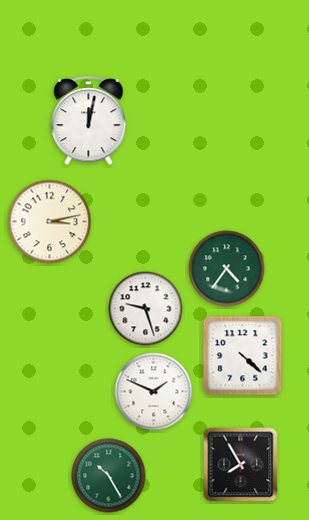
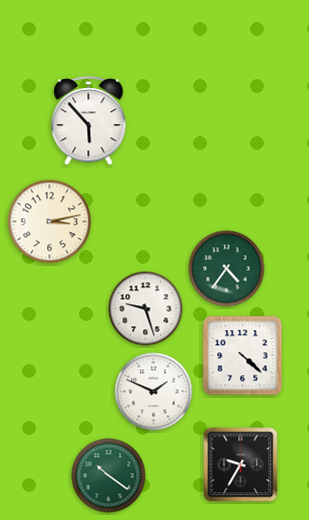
clock at (89, 121): 12:02 -> 5:53
clock at (241, 465): 7:55 -> 9:35
clock at (109, 476): 10:25 -> 10:21
